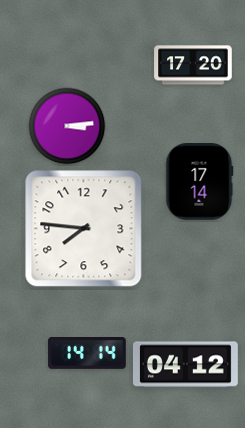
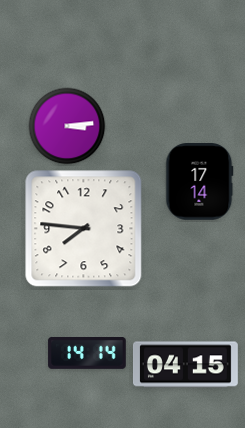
clock at (193, 65): 17:20 -> none
clock at (185, 365): 04:12 -> 04:15
